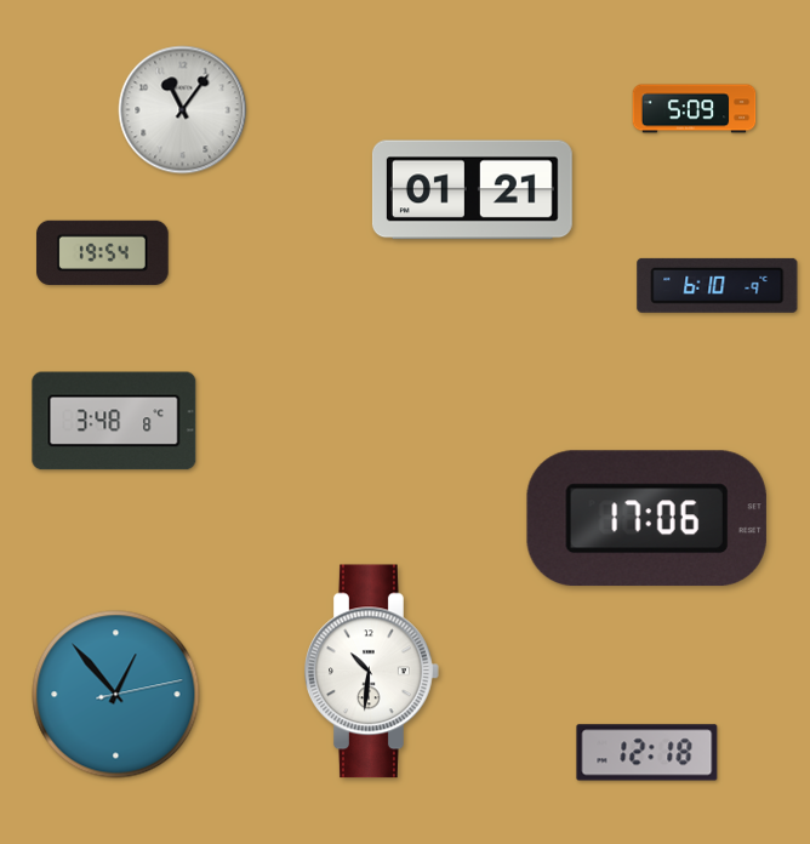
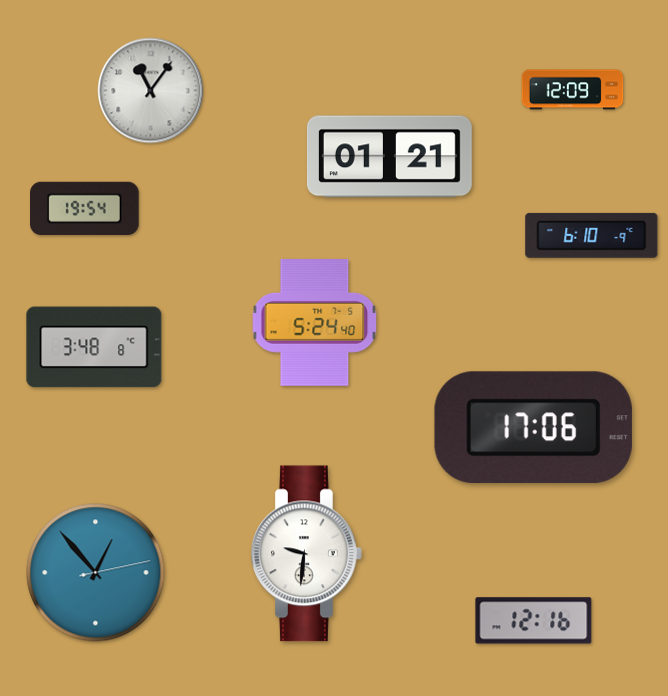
clock at (695, 109): 5:09 -> 12:09
clock at (315, 322): none -> 5:24
clock at (372, 672): 10:31 -> 9:31
clock at (648, 753): 12:18 -> 12:16
